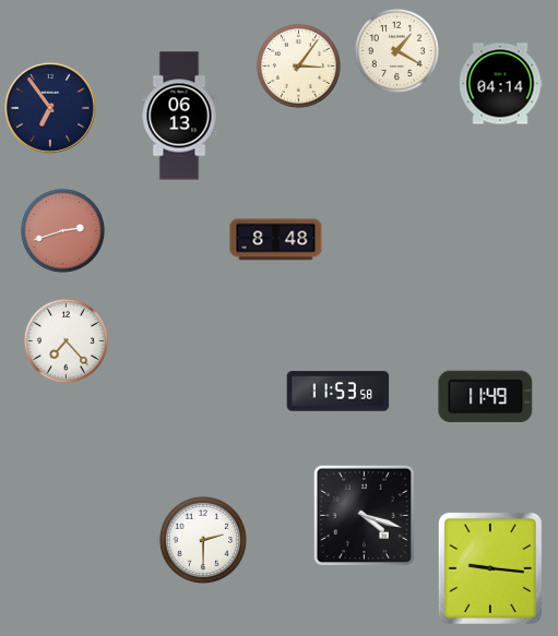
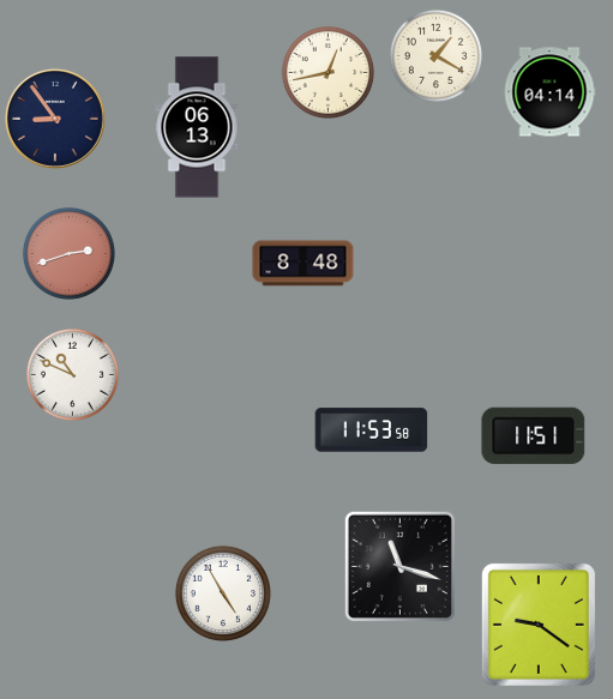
clock at (298, 65): 3:06 -> 12:43
clock at (50, 108): 6:54 -> 8:54
clock at (66, 340): 7:23 -> 10:49
clock at (486, 396): 11:49 -> 11:51
clock at (364, 515): 4:18 -> 11:18
clock at (203, 540): 2:30 -> 4:55
clock at (490, 568): 9:16 -> 9:21
